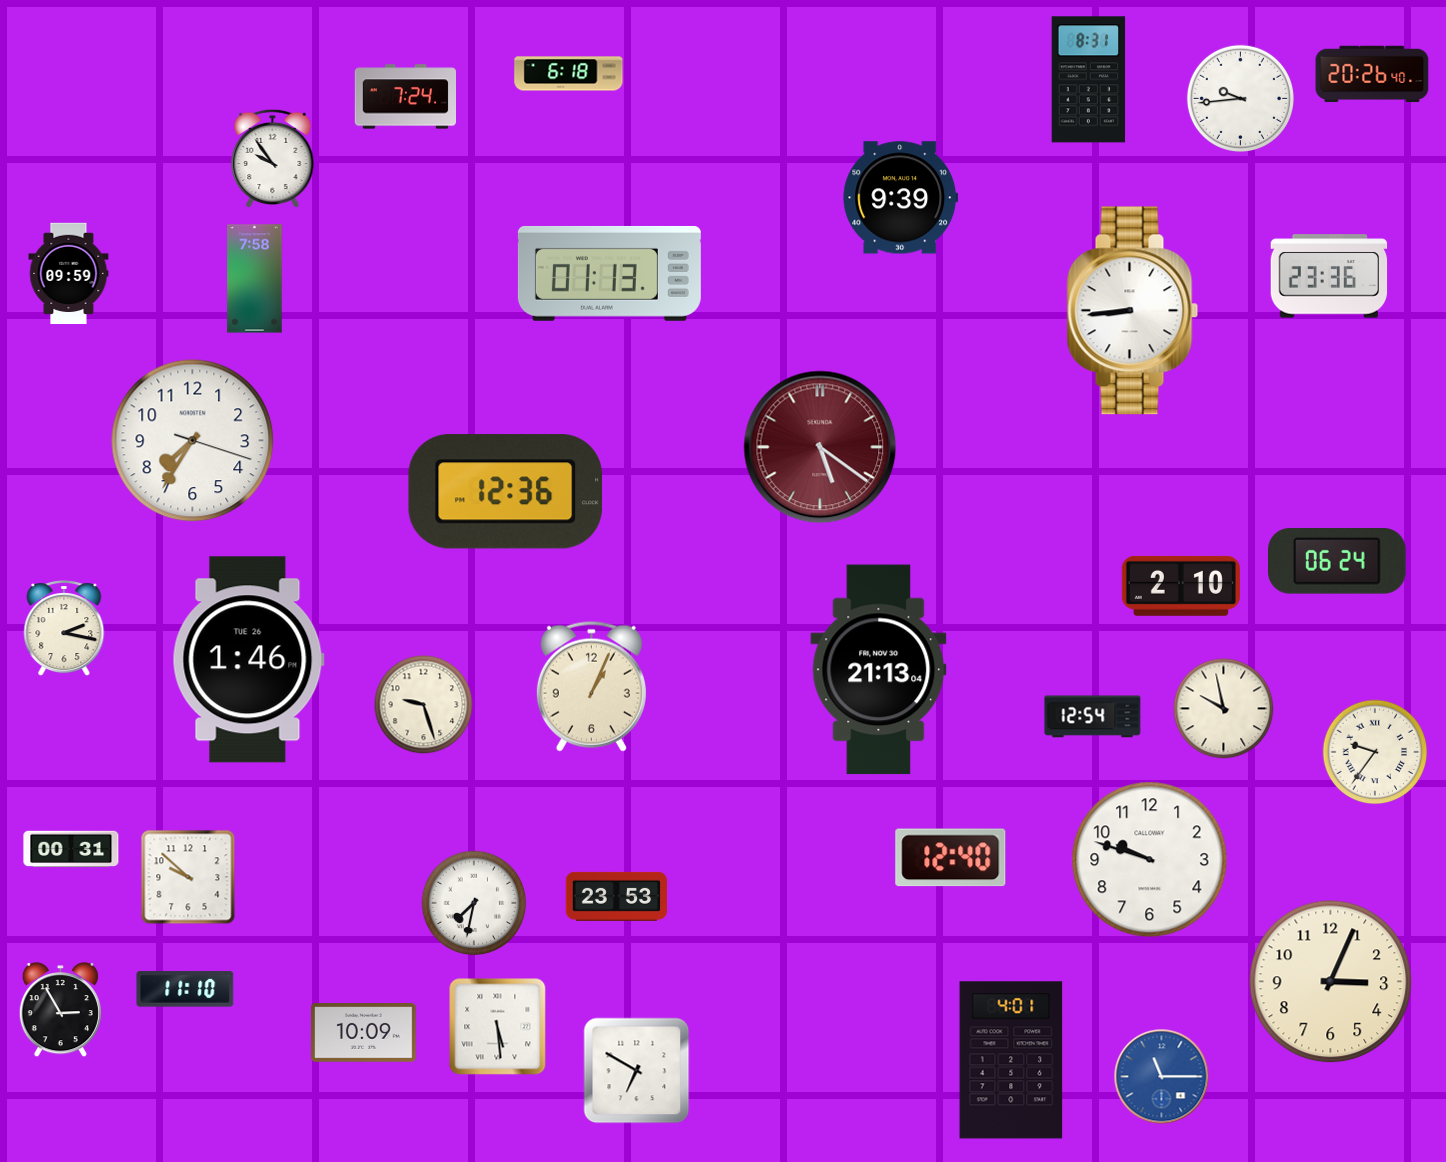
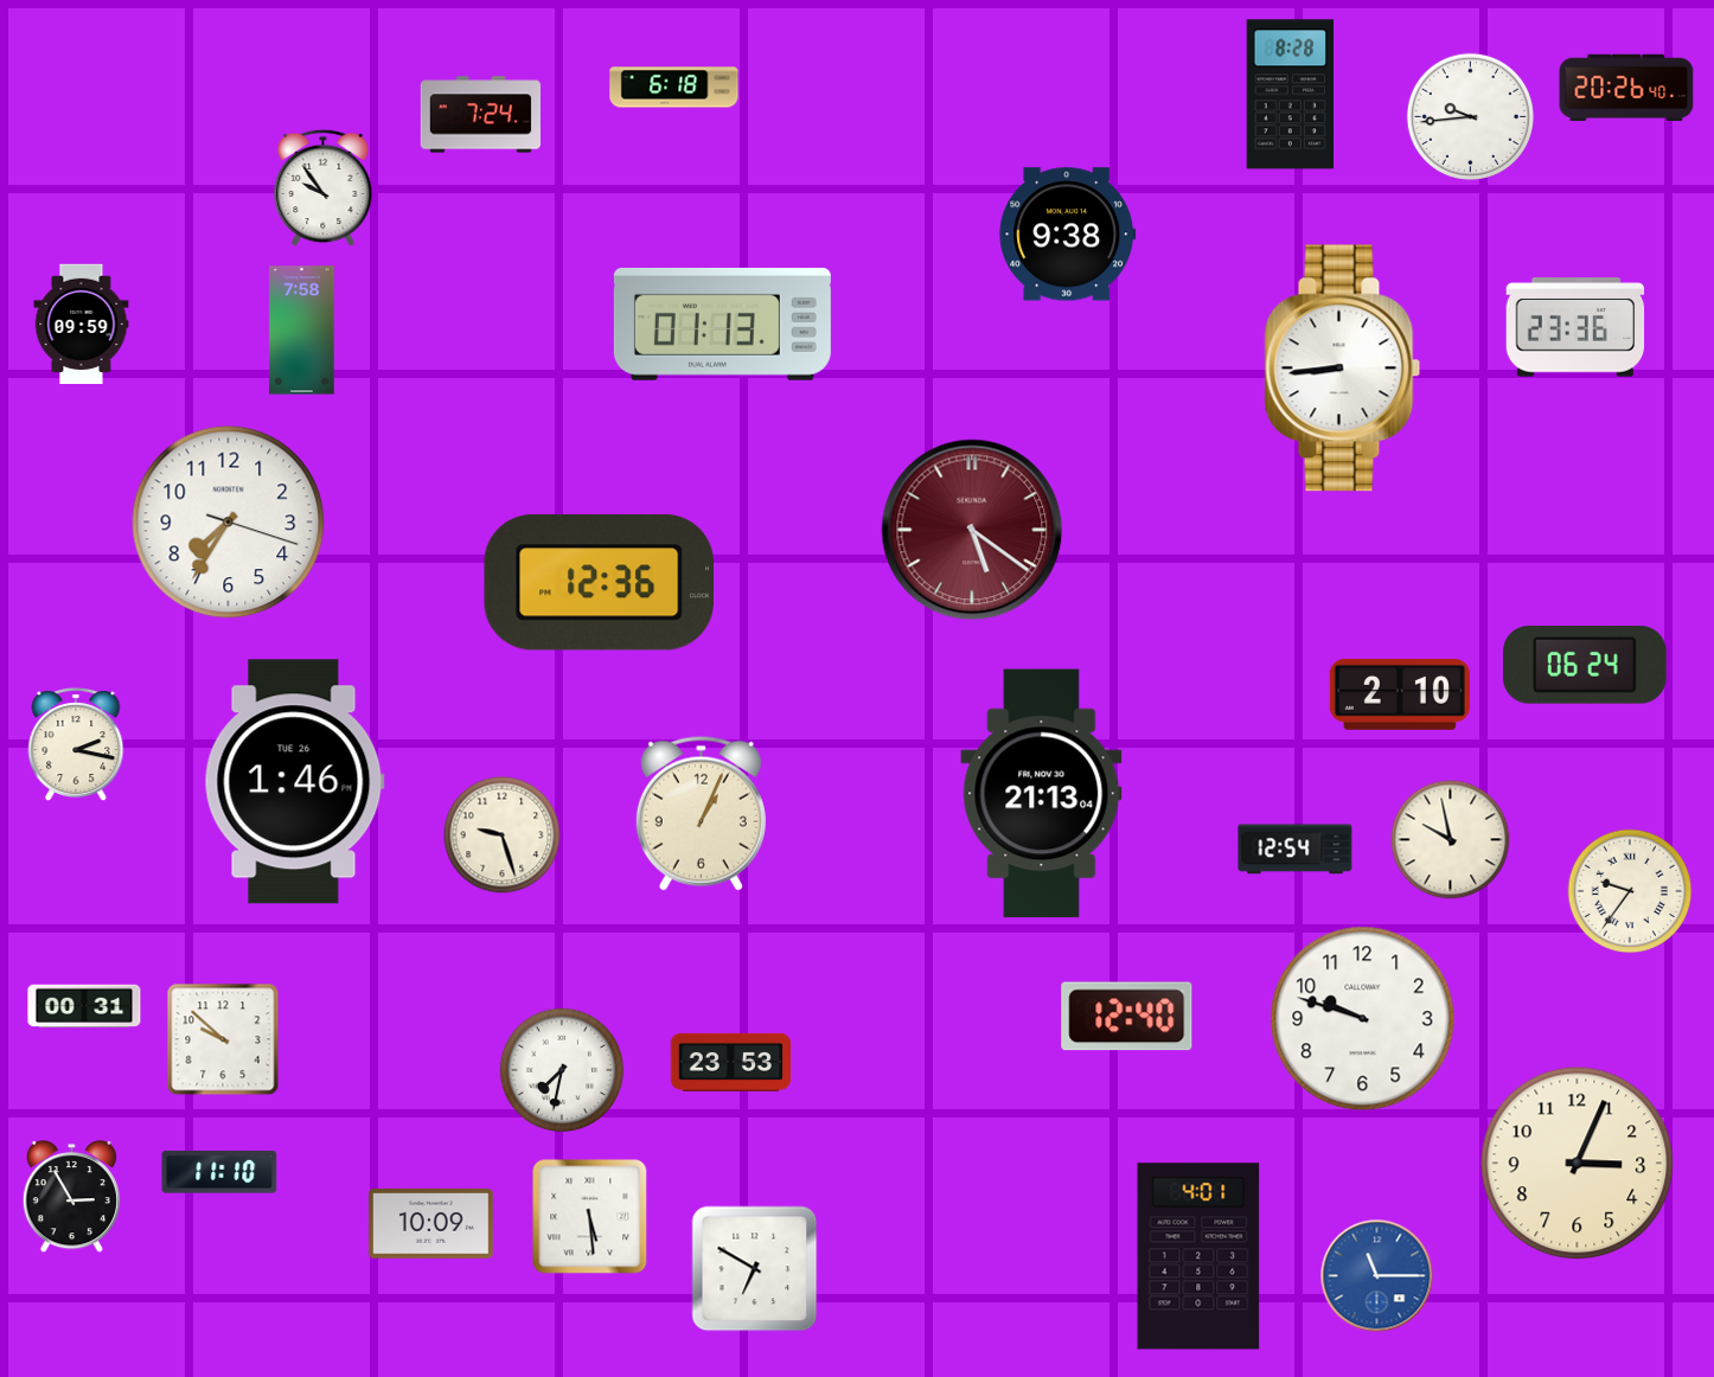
clock at (1089, 80): 8:31 -> 8:28
clock at (901, 198): 9:39 -> 9:38
